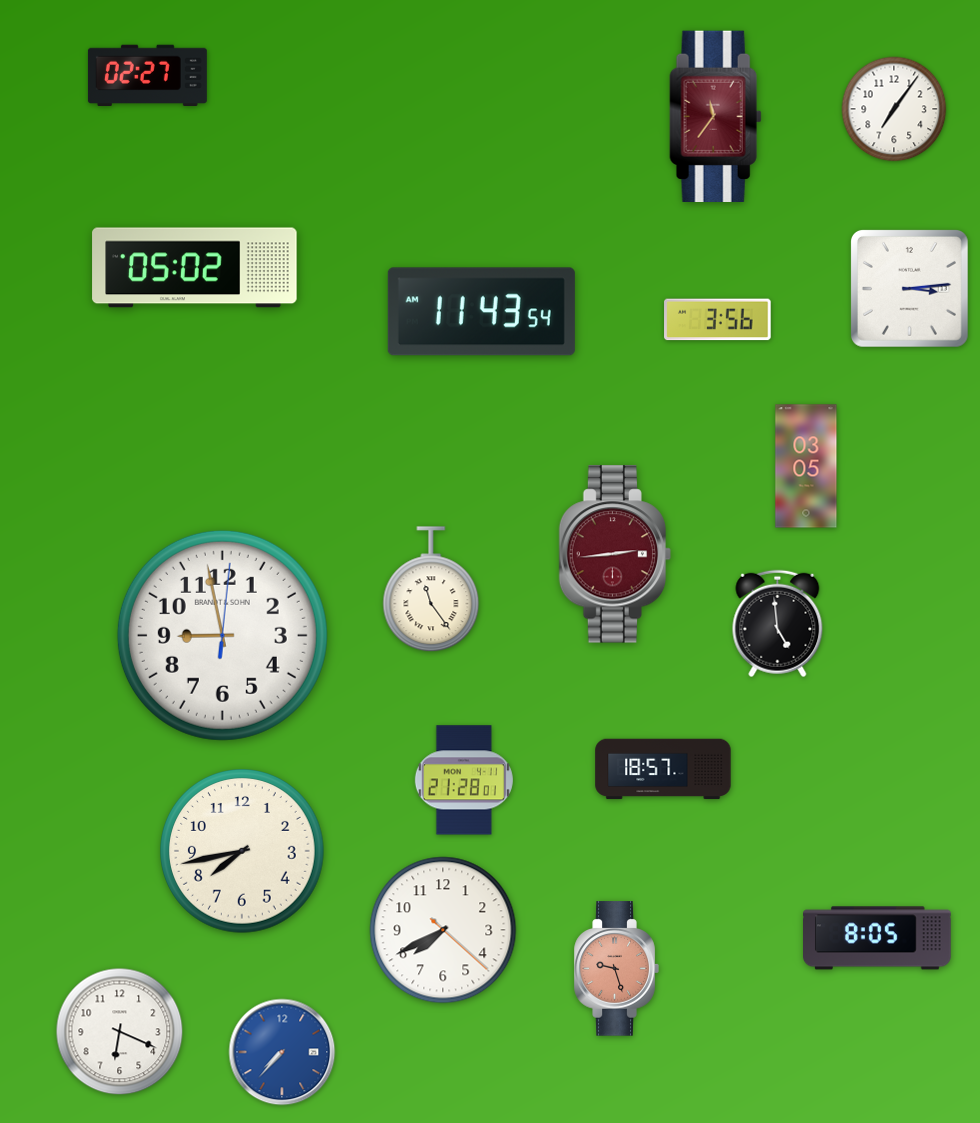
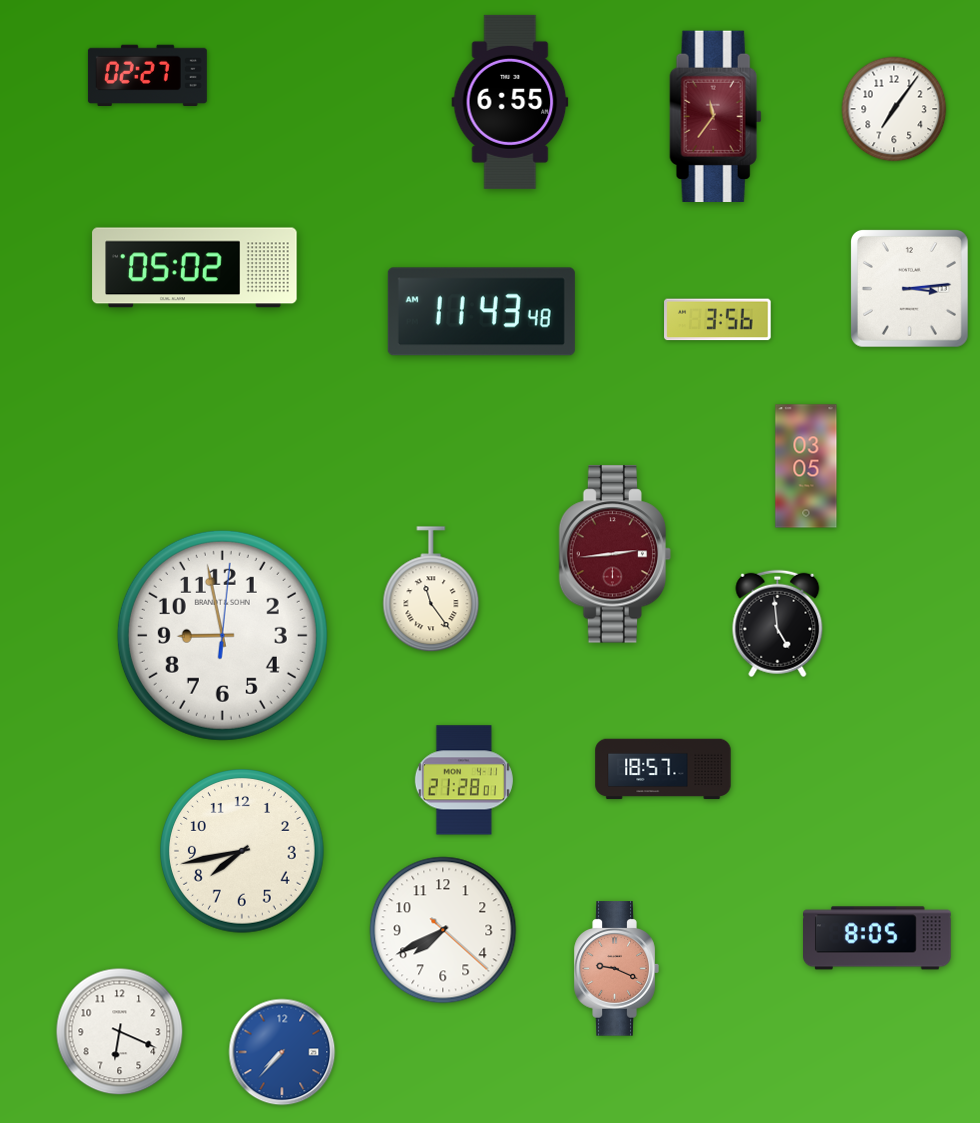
clock at (510, 102): none -> 6:55
clock at (481, 312): 11:43:54 -> 11:43:48
clock at (616, 969): 9:27 -> 9:19
